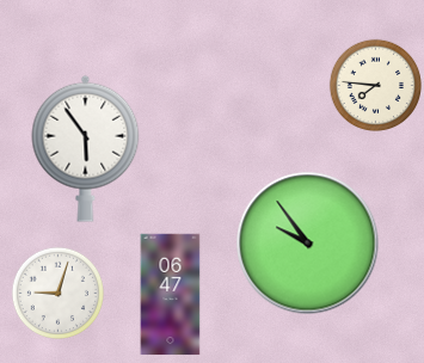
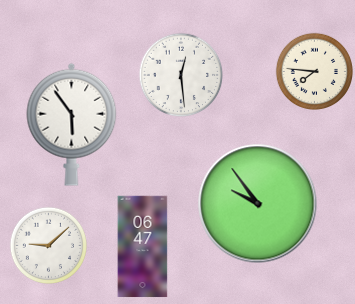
clock at (181, 75): none -> 12:29
clock at (57, 293): 9:03 -> 9:08
